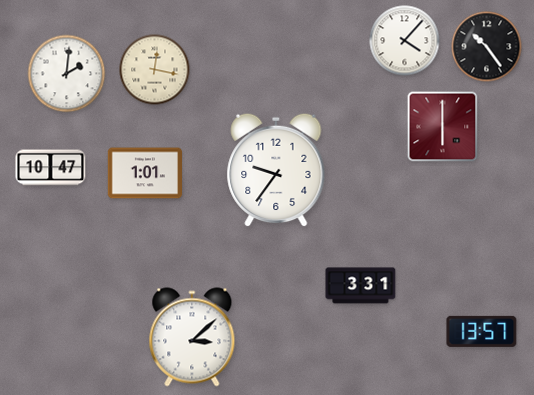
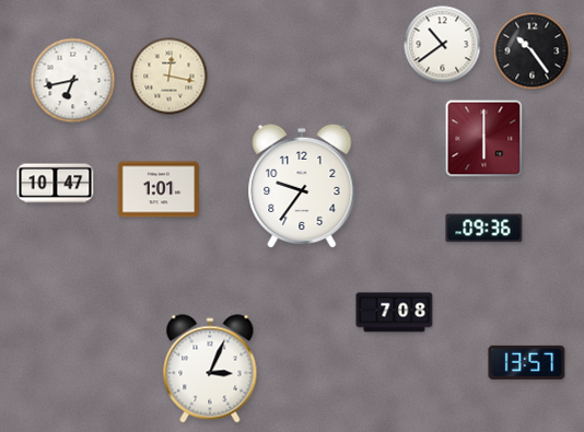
clock at (405, 41): 4:07 -> 10:39
clock at (67, 74): 2:01 -> 6:43
clock at (484, 229): none -> 09:36
clock at (361, 286): 3:31 -> 7:08
clock at (192, 337): 3:08 -> 3:04
